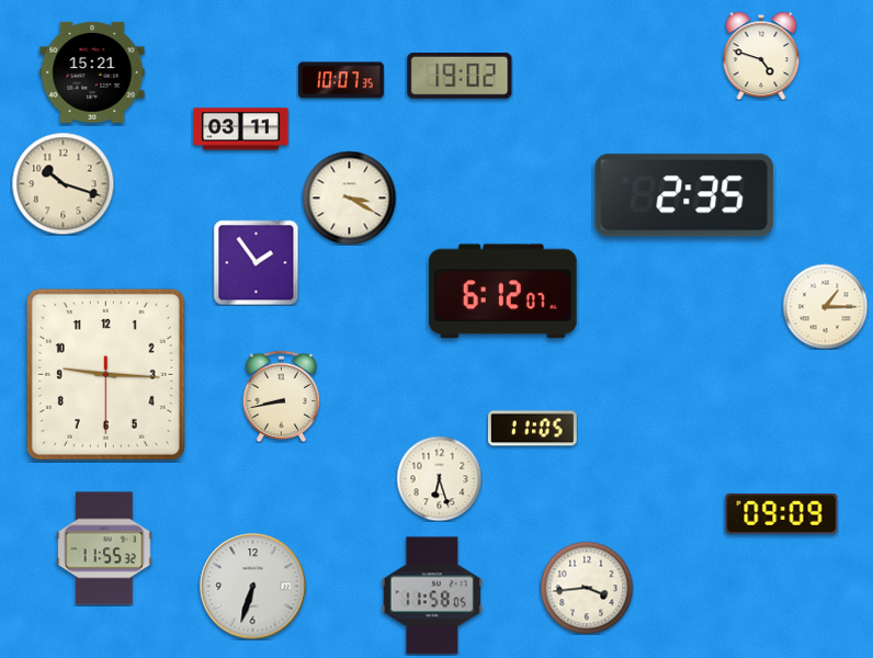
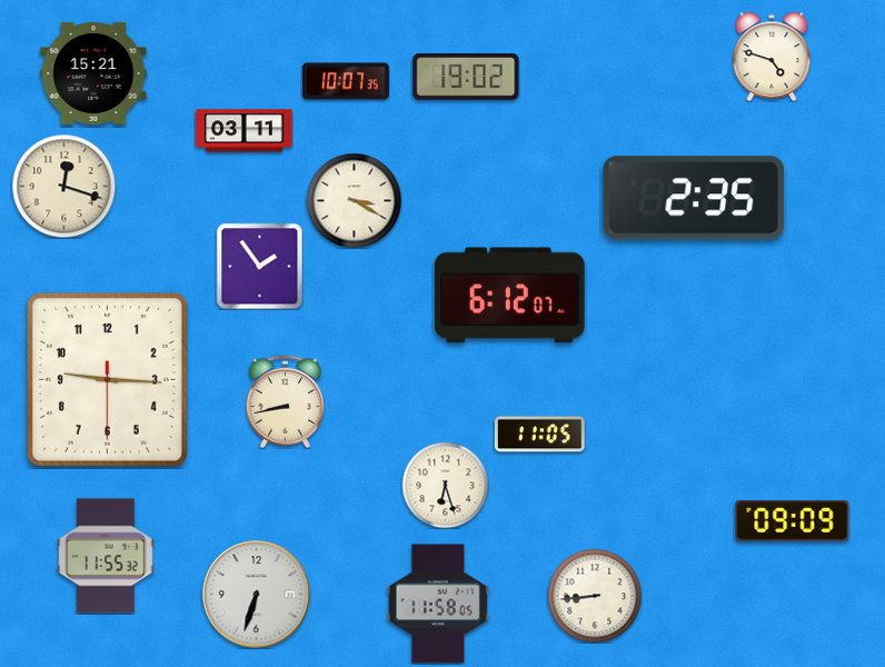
clock at (63, 183): 10:18 -> 12:18
clock at (825, 306): 1:15 -> none
clock at (587, 588): 3:44 -> 8:44
